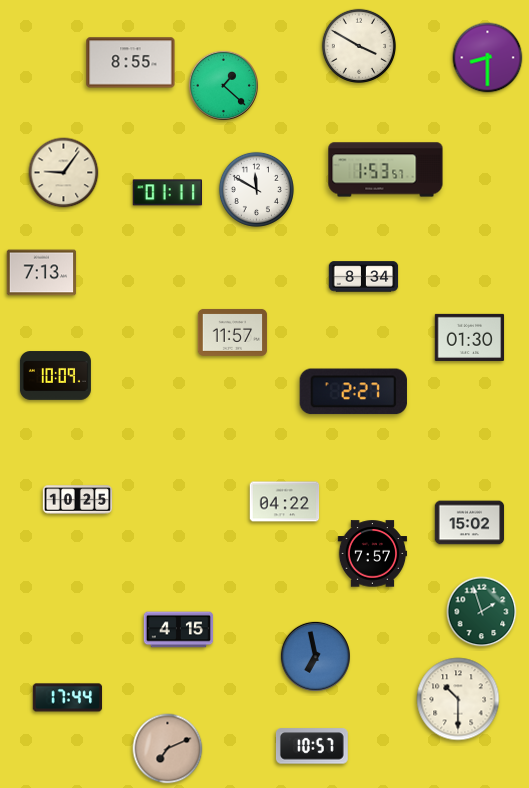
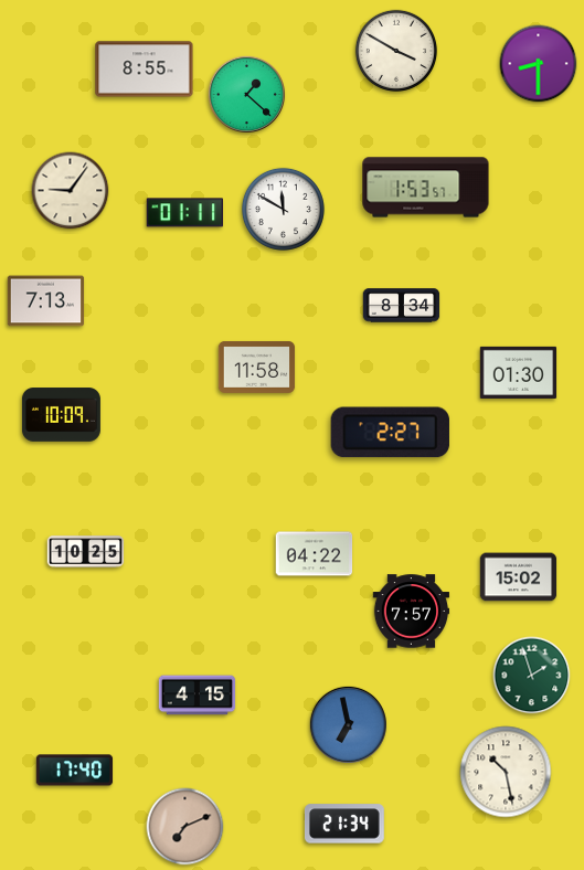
clock at (233, 332): 11:57 -> 11:58
clock at (68, 698): 17:44 -> 17:40
clock at (458, 699): 10:30 -> 10:28
clock at (312, 746): 10:57 -> 21:34
